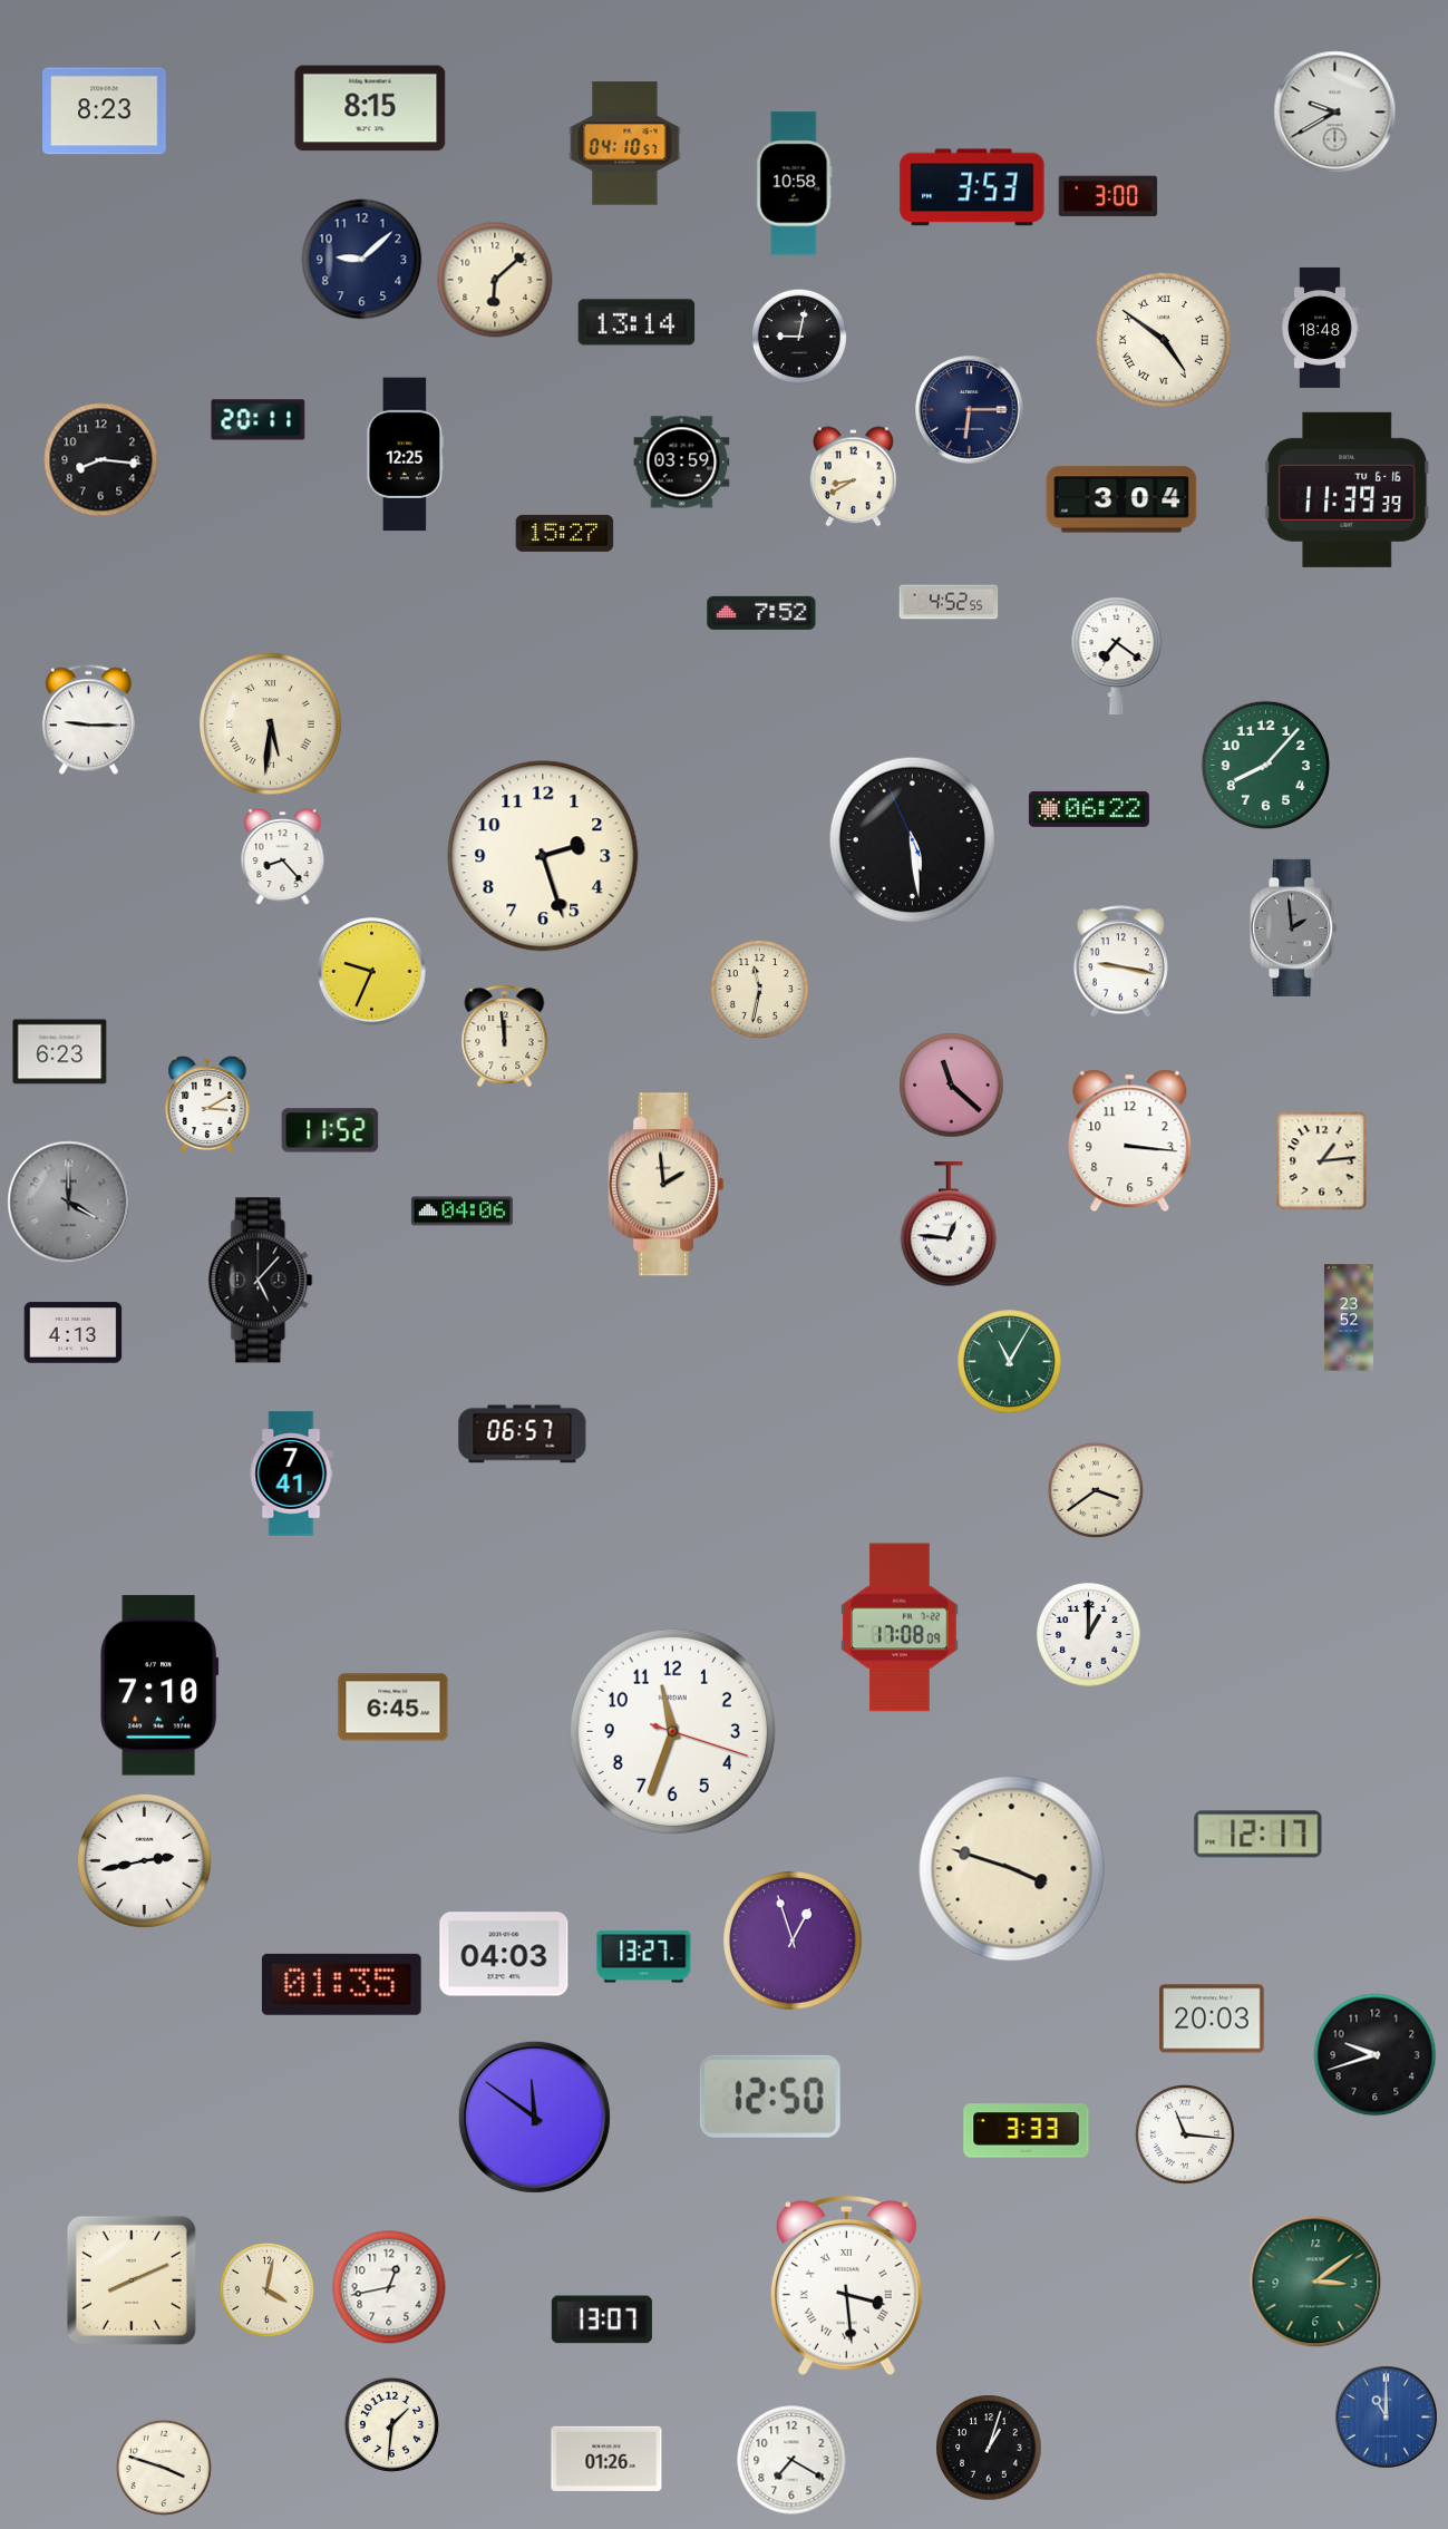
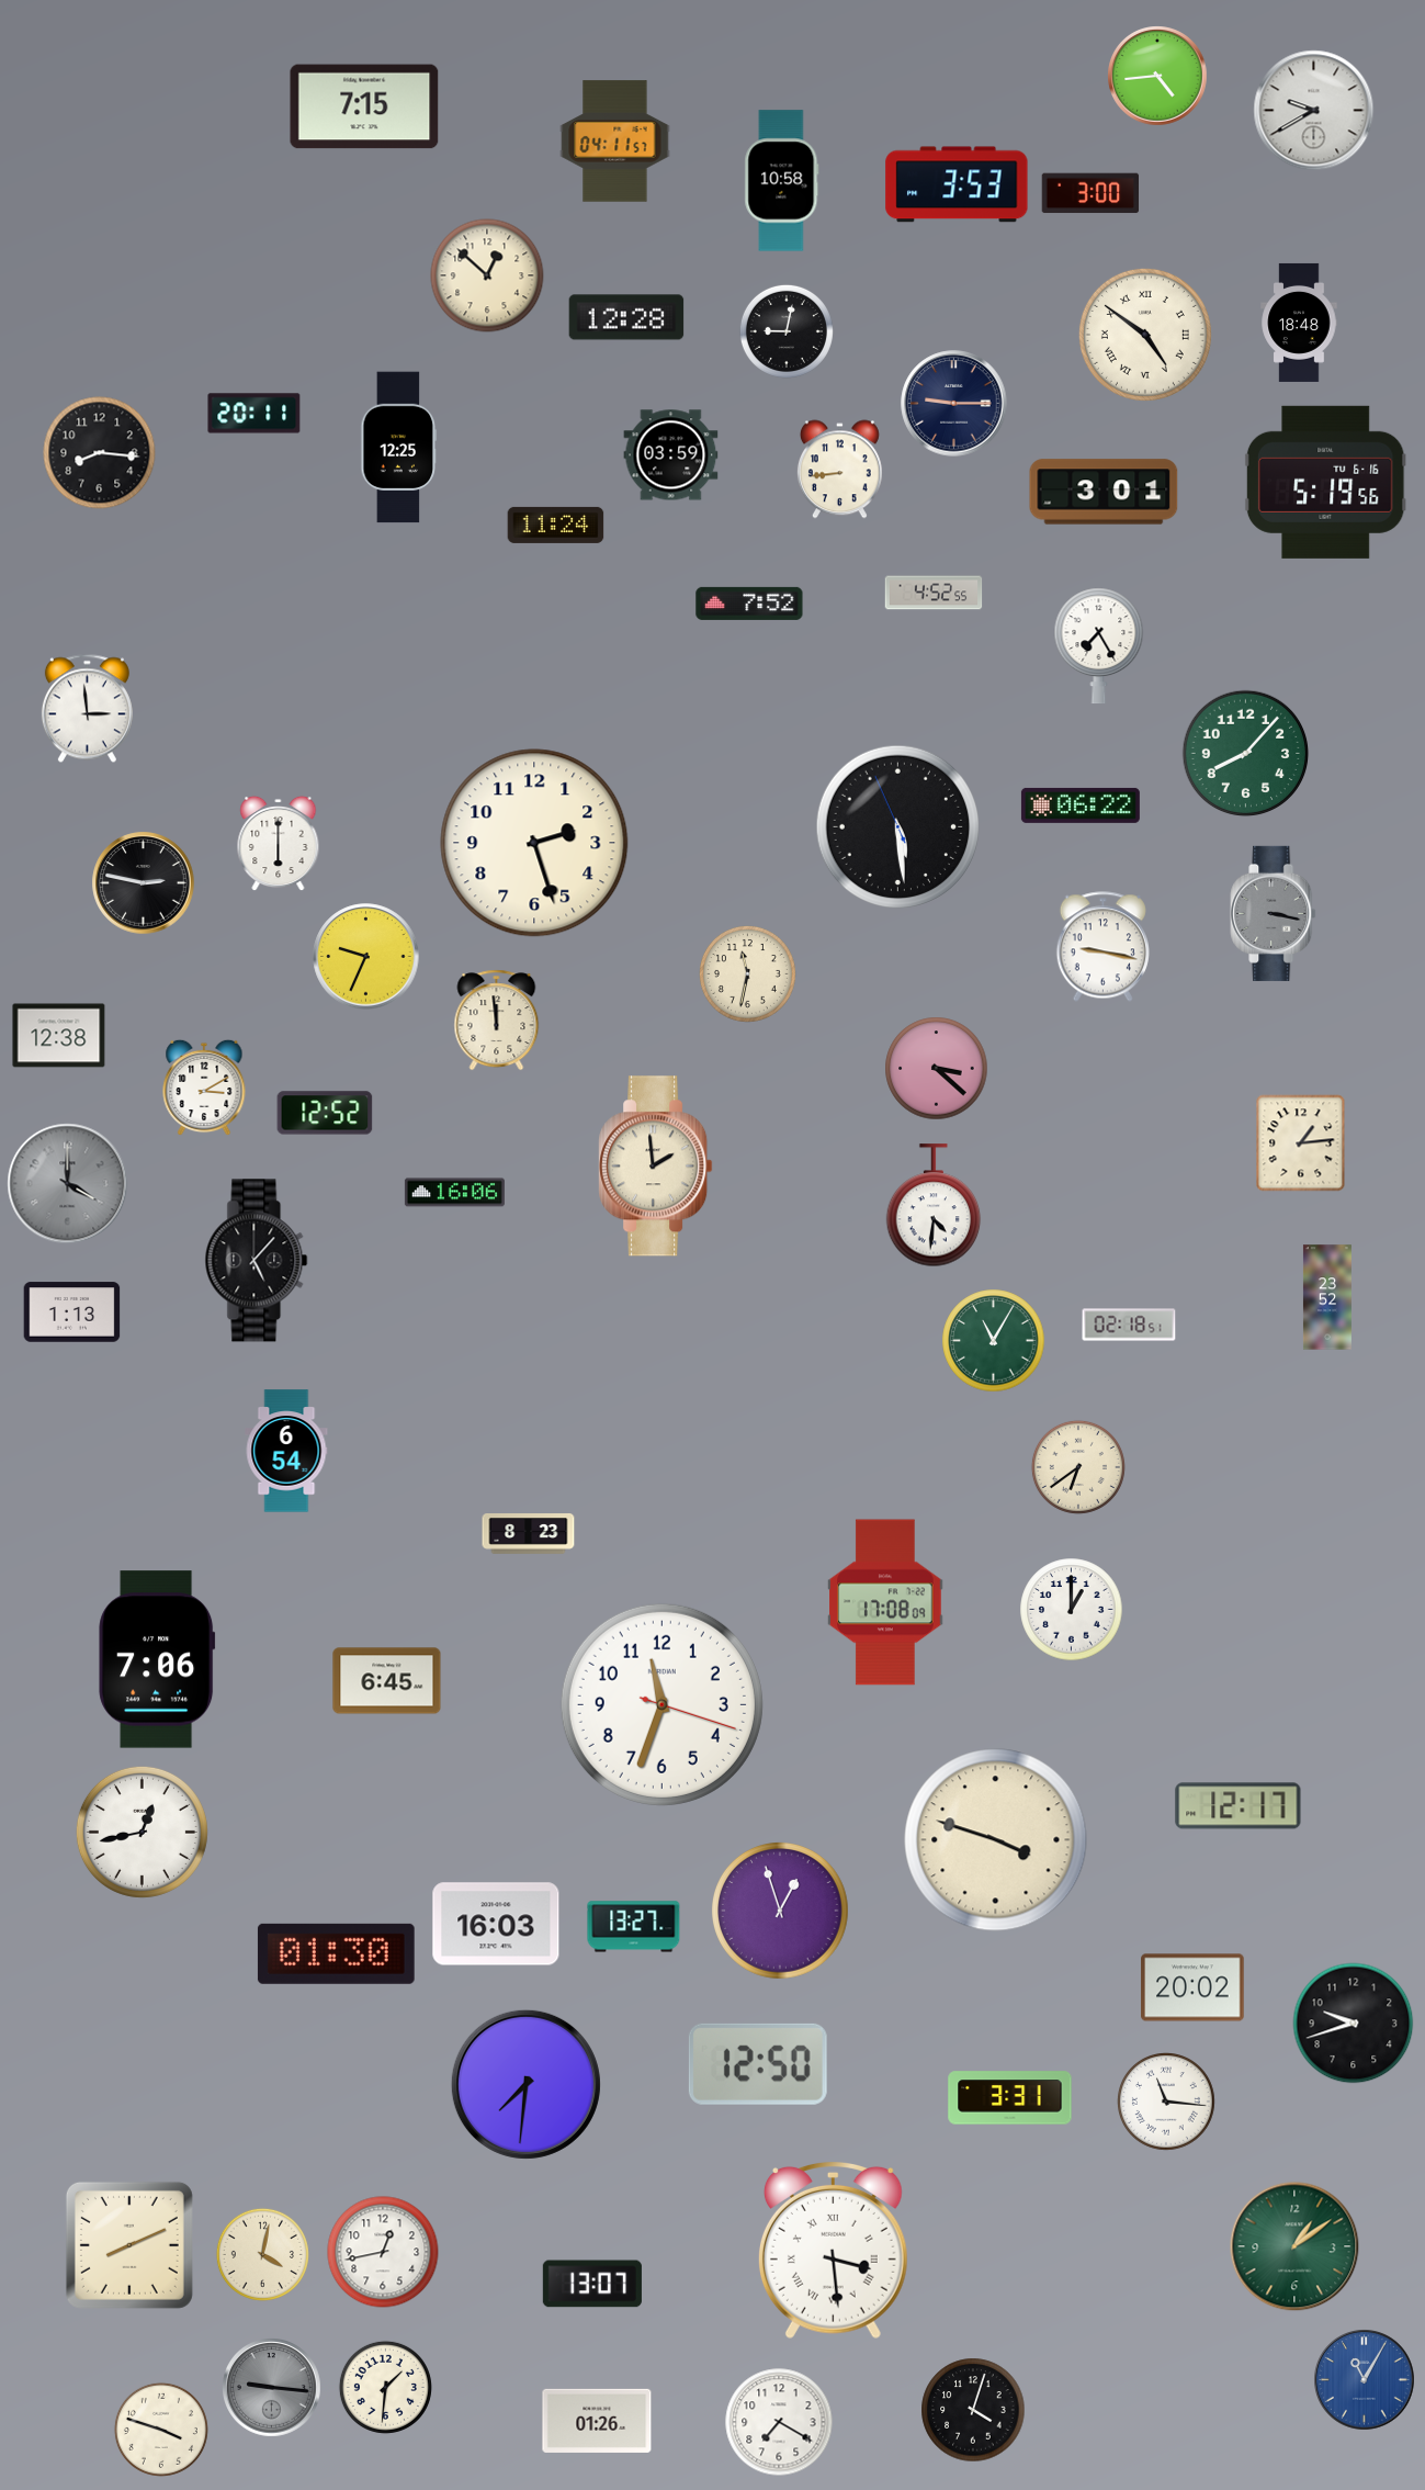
clock at (1157, 76): none -> 4:44
clock at (370, 108): 8:15 -> 7:15
clock at (105, 111): 8:23 -> none
clock at (625, 144): 04:10 -> 04:11
clock at (362, 260): 9:08 -> none
clock at (495, 280): 6:08 -> 12:52
clock at (636, 322): 13:14 -> 12:28
clock at (970, 410): 6:15 -> 9:15
clock at (853, 477): 8:40 -> 8:44
clock at (1347, 489): 11:39 -> 5:19
clock at (1121, 499): 3:04 -> 3:01
clock at (565, 533): 15:27 -> 11:24
clock at (1117, 656): 7:21 -> 7:25
clock at (88, 720): 9:15 -> 2:59
clock at (271, 724): 5:31 -> none
clock at (1089, 809) position: (1089, 809) -> (1081, 805)
clock at (283, 857): 8:23 -> 6:00
clock at (144, 883): none -> 2:47
clock at (1294, 927): 1:59 -> 3:17
clock at (60, 1052): 6:23 -> 12:38
clock at (952, 1086): 11:22 -> 3:22
clock at (330, 1130): 11:52 -> 12:52
clock at (1130, 1141): 3:16 -> none
clock at (461, 1212): 04:06 -> 16:06
clock at (949, 1225): 12:46 -> 4:31
clock at (74, 1333): 4:13 -> 1:13
clock at (1129, 1325): none -> 02:18
clock at (523, 1434): 06:57 -> none
clock at (291, 1473): 7:41 -> 6:54
clock at (1096, 1490): 3:39 -> 6:39
clock at (529, 1534): none -> 8:23
clock at (159, 1685): 7:10 -> 7:06
clock at (144, 1860): 2:43 -> 12:43
clock at (504, 1954): 04:03 -> 16:03
clock at (341, 1984): 01:35 -> 01:30
clock at (1212, 2019): 20:03 -> 20:02
clock at (534, 2117): 11:51 -> 7:31
clock at (1027, 2131): 3:33 -> 3:31
clock at (1315, 2282): 3:09 -> 1:09
clock at (1387, 2418): 11:00 -> 11:05
clock at (272, 2388): none -> 9:16
clock at (989, 2448): 1:03 -> 4:03
